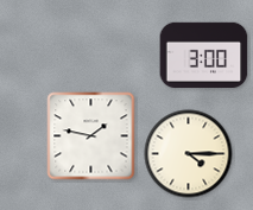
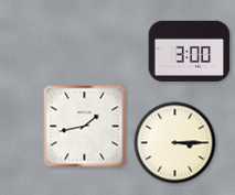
clock at (91, 136): 1:47 -> 1:43
clock at (189, 154): 4:15 -> 3:15
